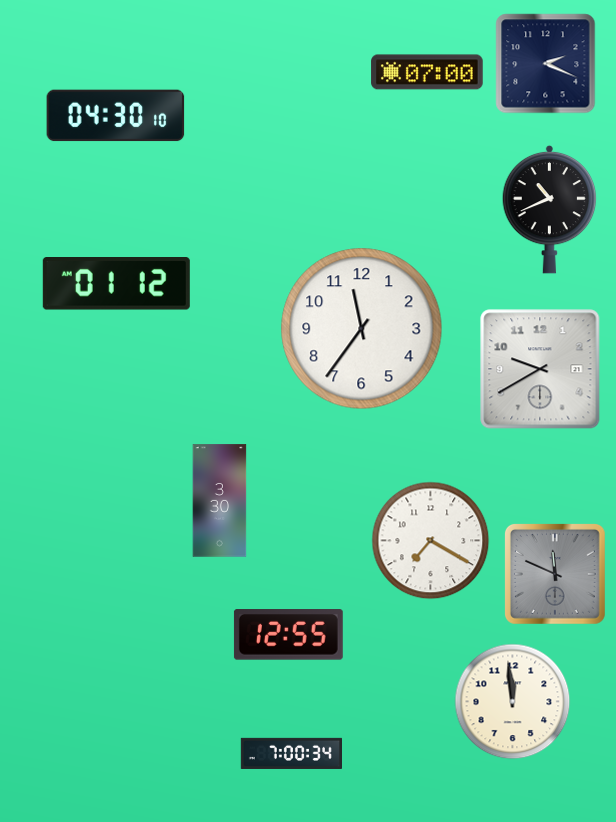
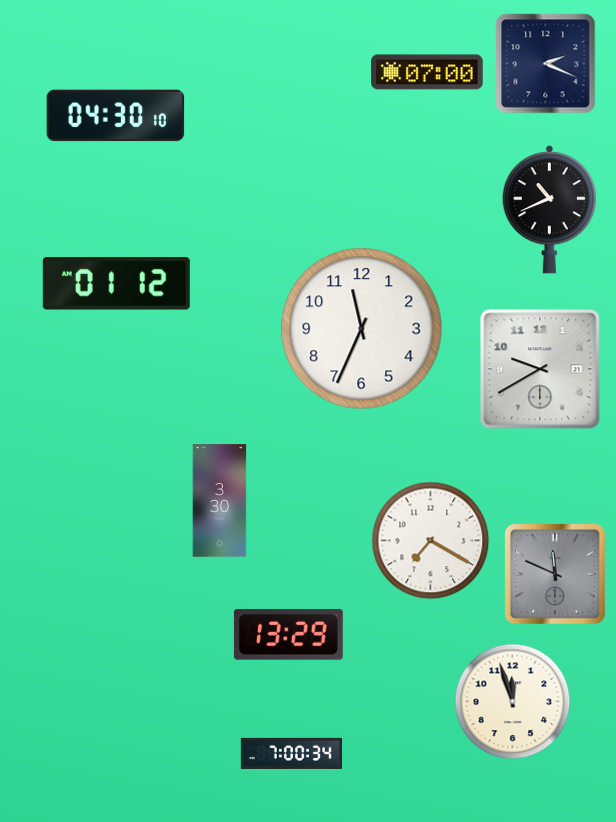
clock at (362, 329): 11:36 -> 11:34
clock at (288, 635): 12:55 -> 13:29
clock at (513, 702): 11:59 -> 11:57
